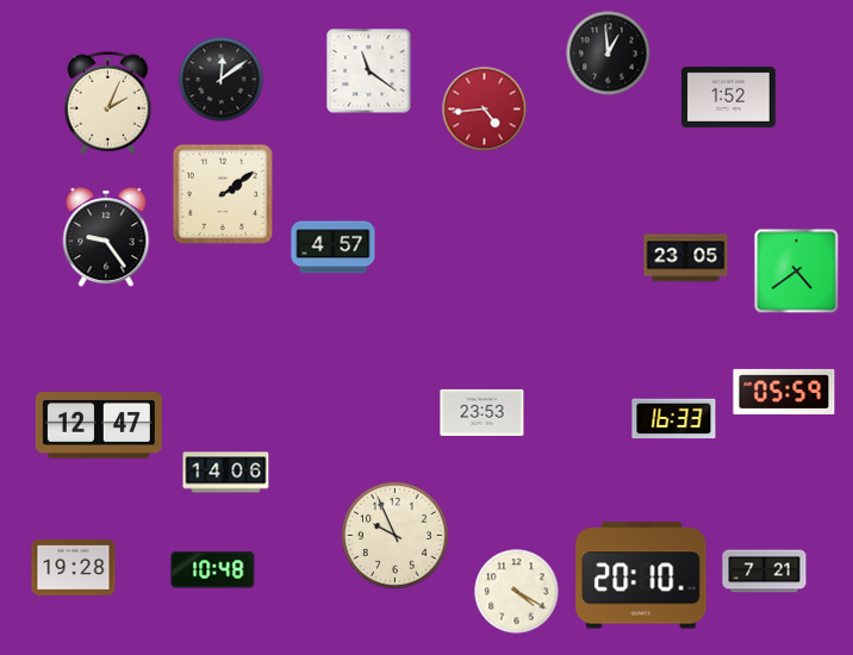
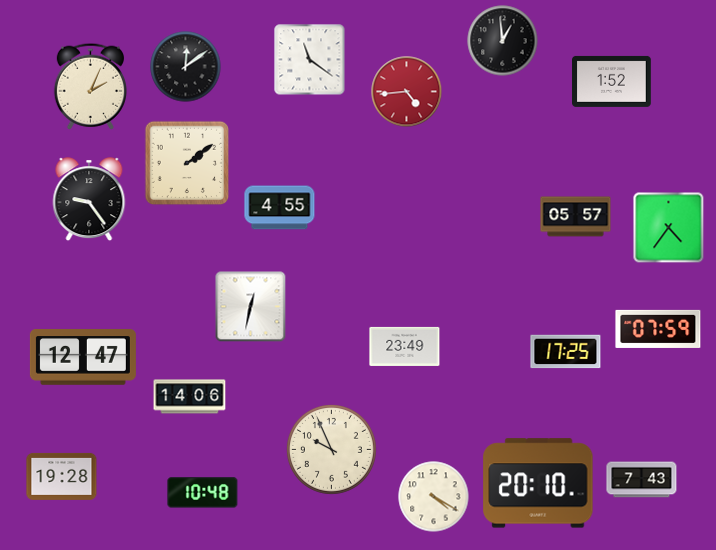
clock at (609, 54) position: (609, 54) -> (503, 41)
clock at (334, 248): 4:57 -> 4:55
clock at (686, 258): 23:05 -> 05:57
clock at (797, 272): 4:39 -> 4:36
clock at (251, 307): none -> 12:32
clock at (784, 392): 05:59 -> 07:59
clock at (482, 412): 23:53 -> 23:49
clock at (674, 419): 16:33 -> 17:25
clock at (213, 570) position: (213, 570) -> (203, 493)
clock at (765, 572): 7:21 -> 7:43
